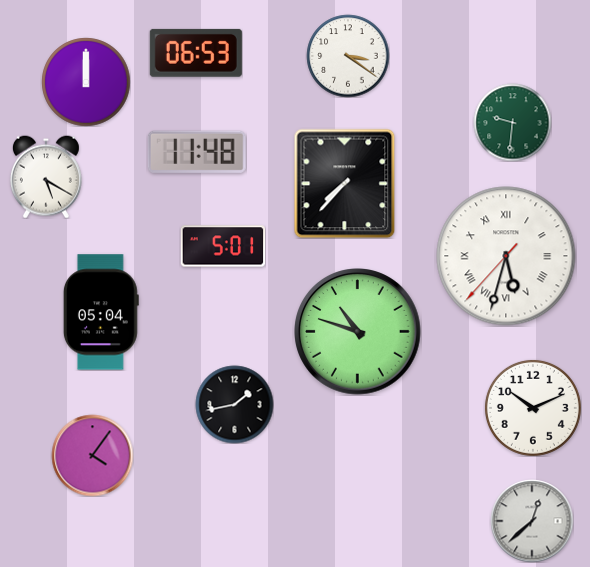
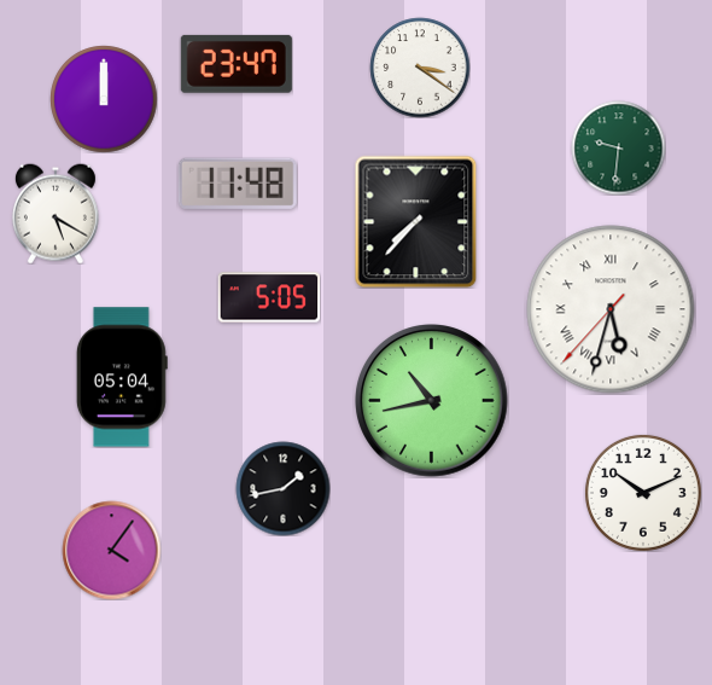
clock at (196, 53): 06:53 -> 23:47
clock at (223, 246): 5:01 -> 5:05
clock at (358, 332): 10:48 -> 10:43
clock at (532, 521): 12:38 -> none
